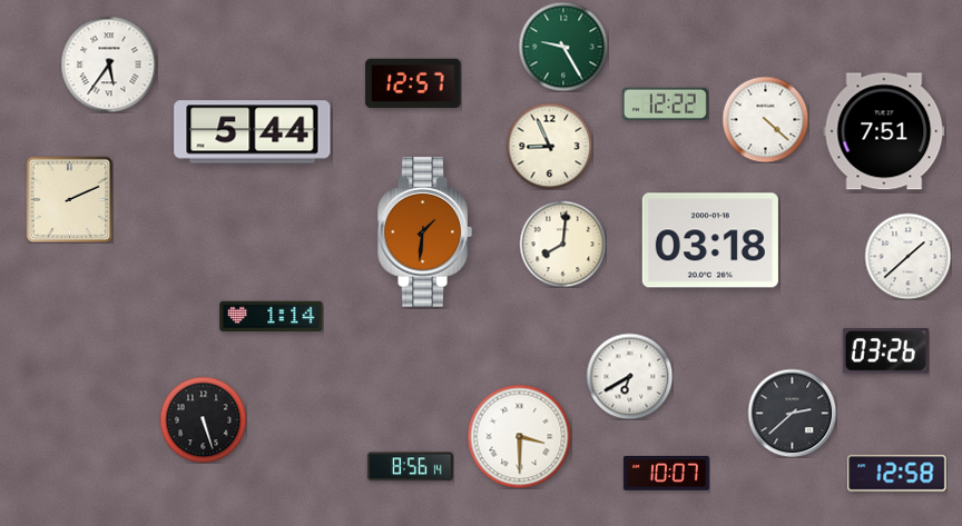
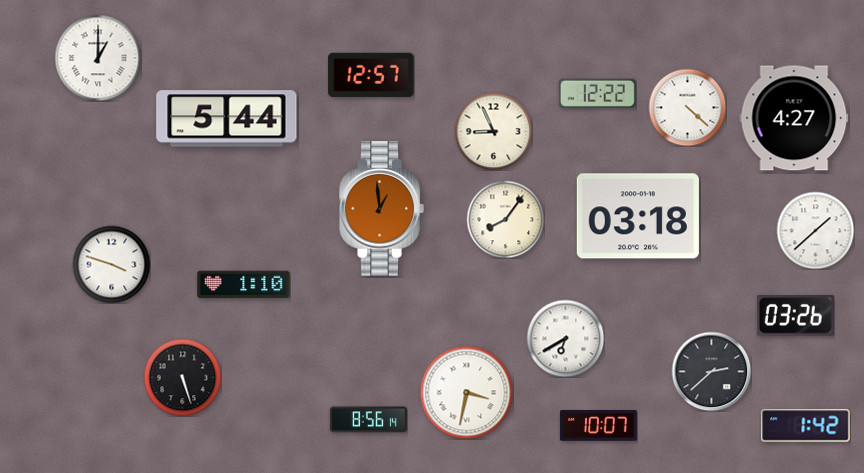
clock at (563, 47): 9:25 -> none
clock at (109, 64): 5:36 -> 1:00
clock at (884, 131): 7:51 -> 4:27
clock at (69, 199): 2:11 -> none
clock at (424, 232): 1:31 -> 12:59
clock at (562, 244): 8:01 -> 8:06
clock at (111, 264): none -> 3:48
clock at (272, 317): 1:14 -> 1:10
clock at (519, 436): 3:30 -> 3:32
clock at (897, 474): 12:58 -> 1:42
